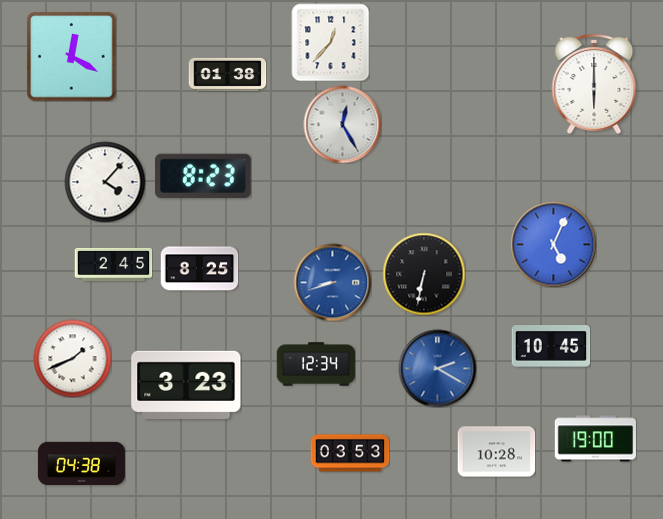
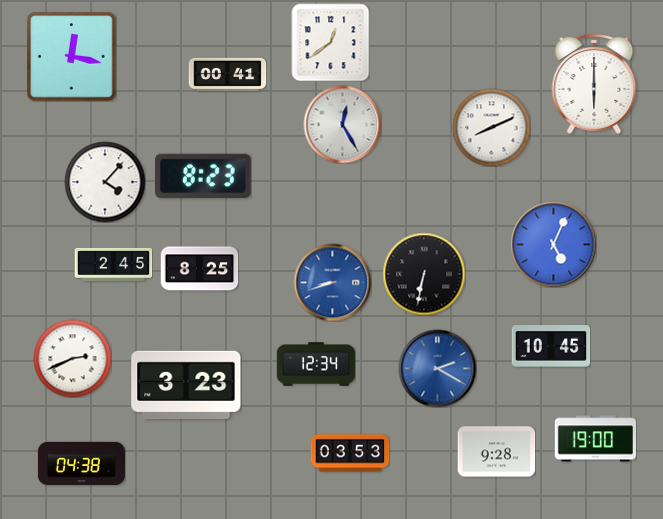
clock at (330, 42): 12:37 -> 12:39
clock at (71, 56): 12:20 -> 12:17
clock at (227, 74): 01:38 -> 00:41
clock at (491, 127): none -> 8:11
clock at (72, 358): 1:41 -> 2:41
clock at (496, 452): 10:28 -> 9:28
